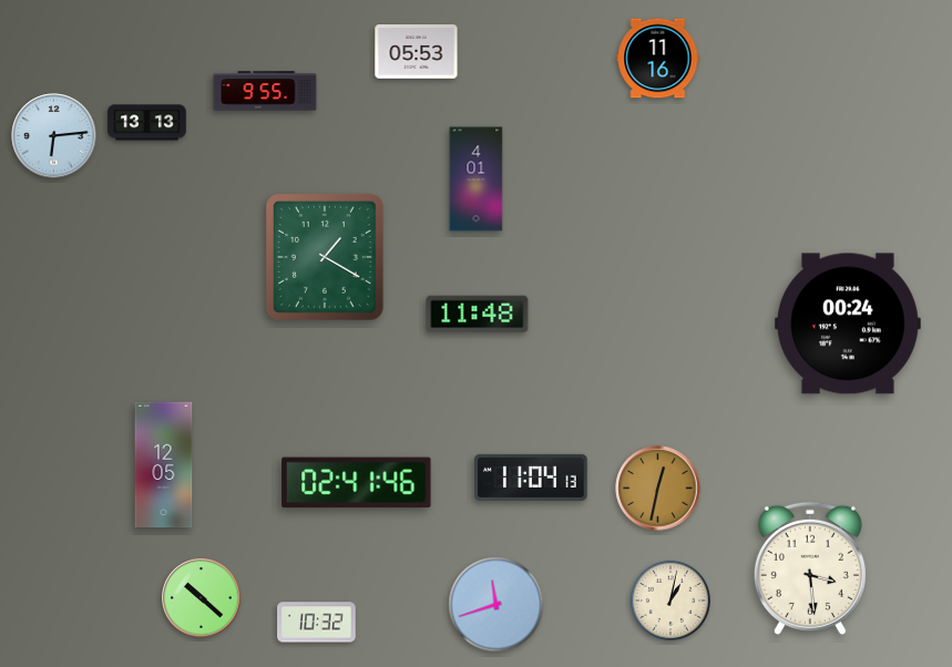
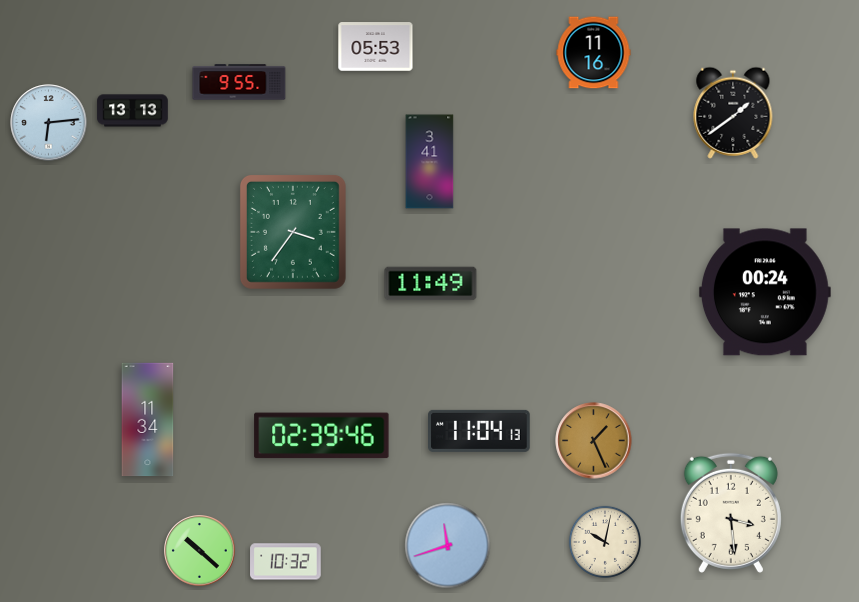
clock at (733, 113): none -> 1:39
clock at (477, 179): 4:01 -> 3:41
clock at (325, 257): 1:20 -> 3:36
clock at (478, 315): 11:48 -> 11:49
clock at (164, 465): 12:05 -> 11:34
clock at (357, 483): 02:41 -> 02:39
clock at (658, 489): 12:32 -> 1:26
clock at (202, 598) position: (202, 598) -> (200, 551)
clock at (671, 601): 1:02 -> 10:02
